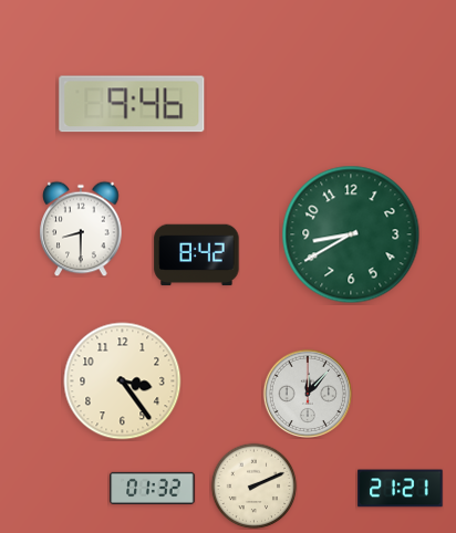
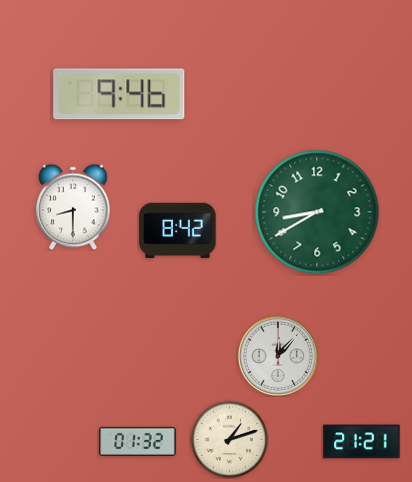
clock at (123, 382): 3:24 -> none
clock at (253, 485): 2:11 -> 1:12
